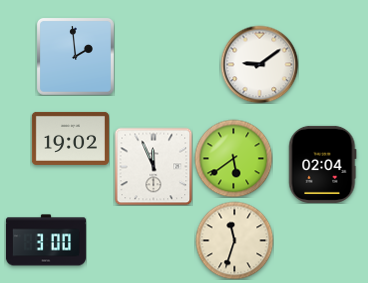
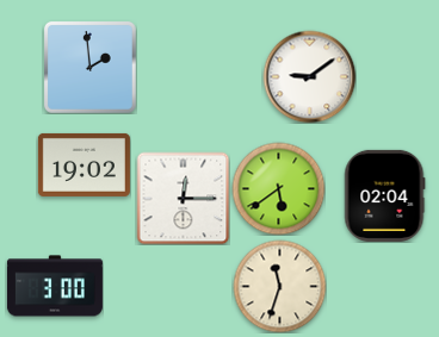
clock at (153, 166): 11:56 -> 12:15
